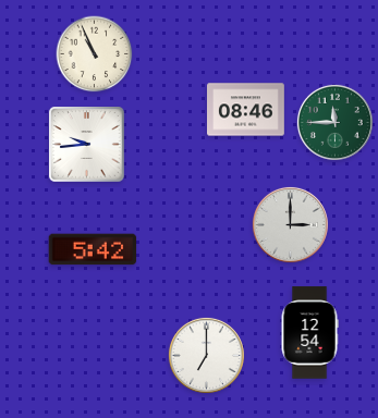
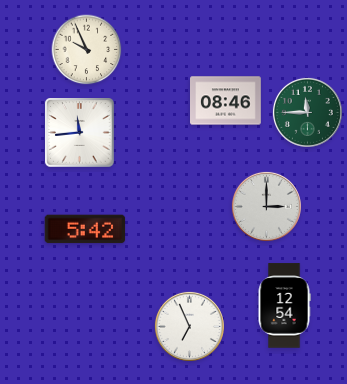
clock at (95, 54): 10:56 -> 9:56
clock at (87, 145): 9:44 -> 11:44
clock at (206, 355): 7:00 -> 6:56
